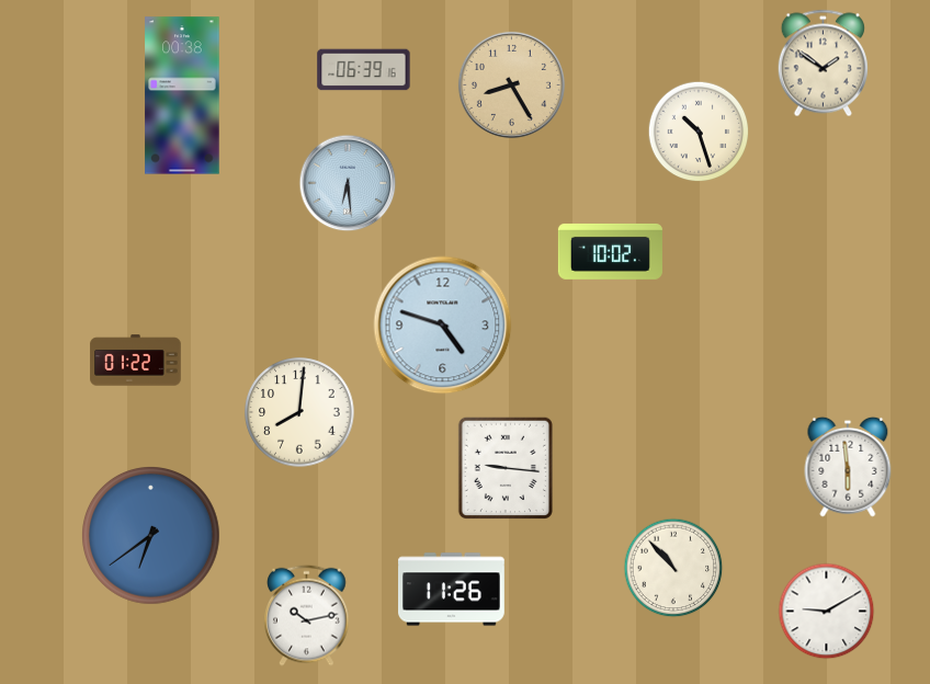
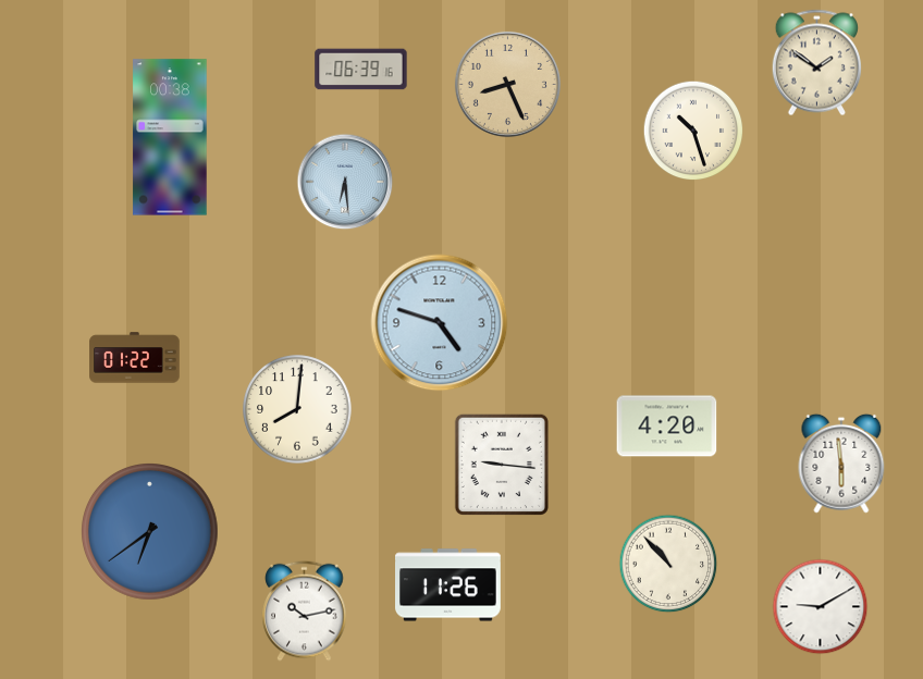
clock at (511, 84): 8:25 -> 8:26
clock at (182, 95) position: (182, 95) -> (170, 137)
clock at (610, 251): 10:02 -> none
clock at (667, 427): none -> 4:20
